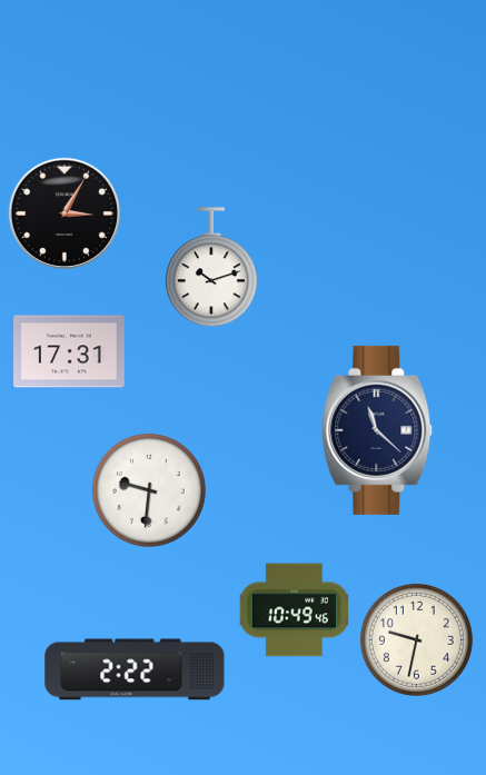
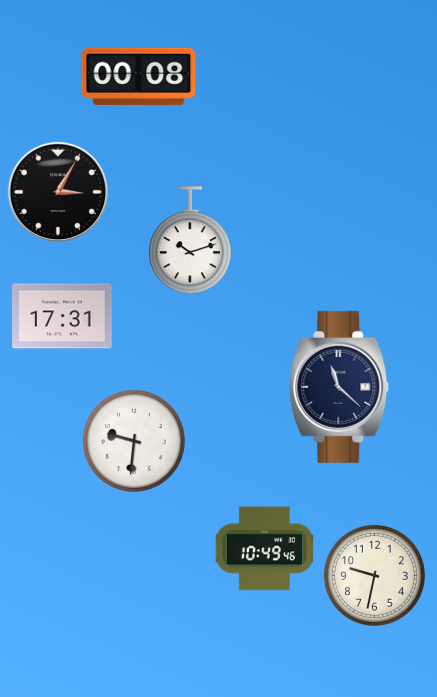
clock at (139, 76): none -> 00:08
clock at (135, 669): 2:22 -> none
